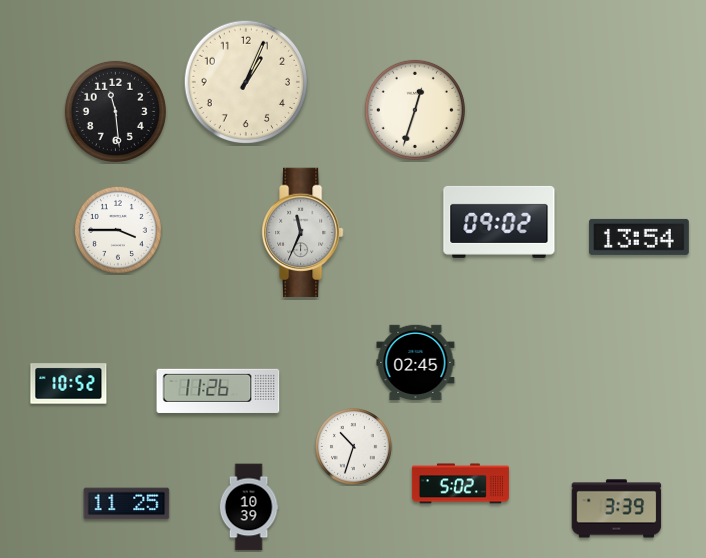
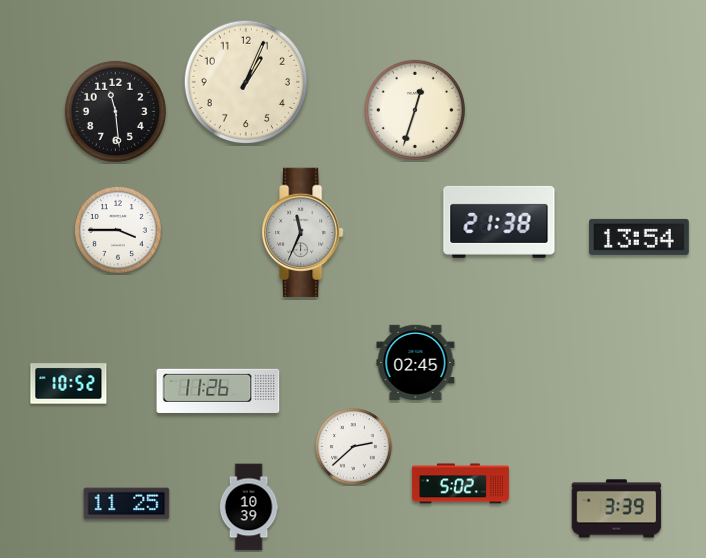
clock at (499, 222): 09:02 -> 21:38
clock at (354, 447): 10:33 -> 2:38
